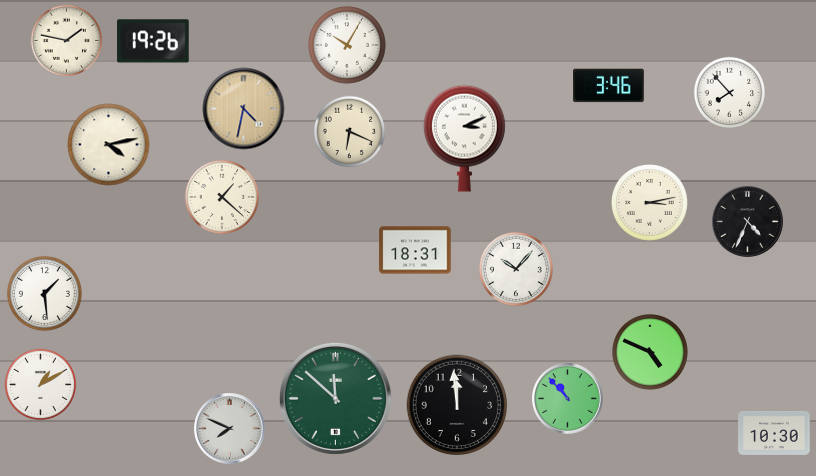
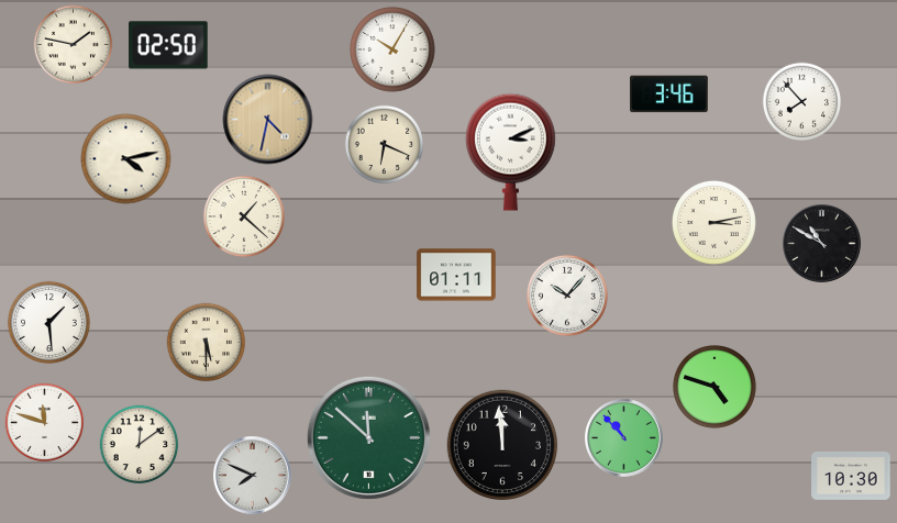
clock at (153, 41): 19:26 -> 02:50
clock at (347, 45) position: (347, 45) -> (392, 49)
clock at (109, 145) position: (109, 145) -> (126, 159)
clock at (748, 222): 4:34 -> 10:50
clock at (415, 250): 18:31 -> 01:11
clock at (207, 343): none -> 5:30
clock at (650, 352): 4:49 -> 4:48
clock at (41, 385): 1:10 -> 11:48
clock at (140, 445): none -> 12:09
clock at (230, 429) position: (230, 429) -> (253, 476)
